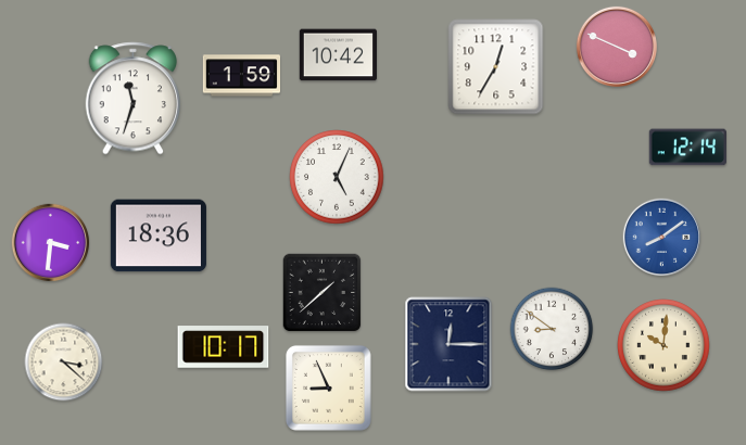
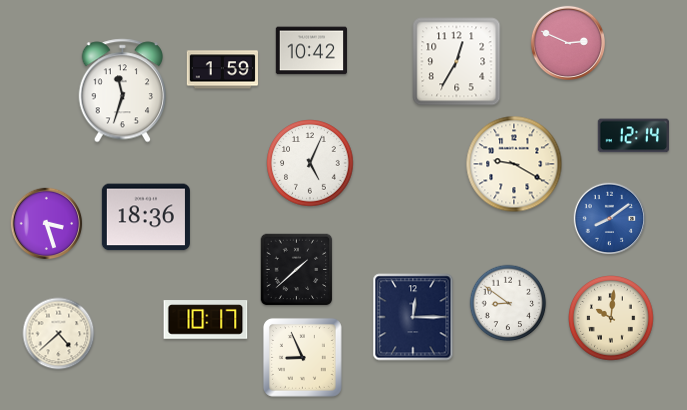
clock at (617, 47): 3:49 -> 2:49
clock at (514, 164): none -> 9:20
clock at (51, 243): 3:31 -> 3:27
clock at (64, 363): 3:22 -> 4:38
